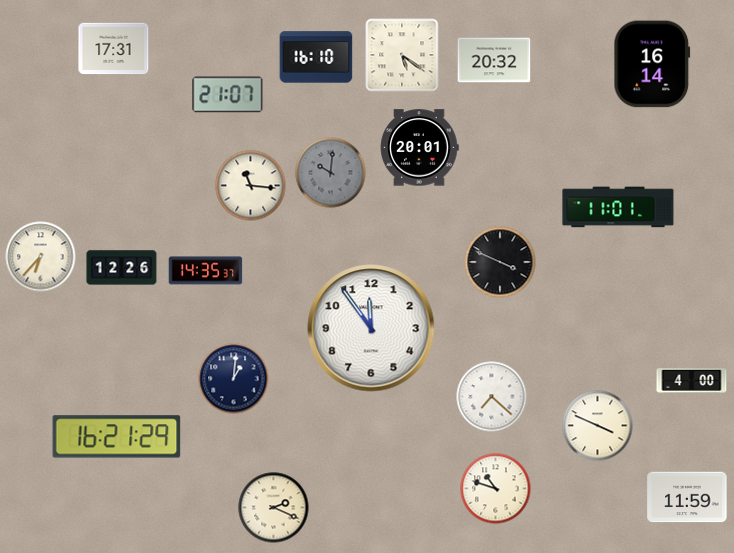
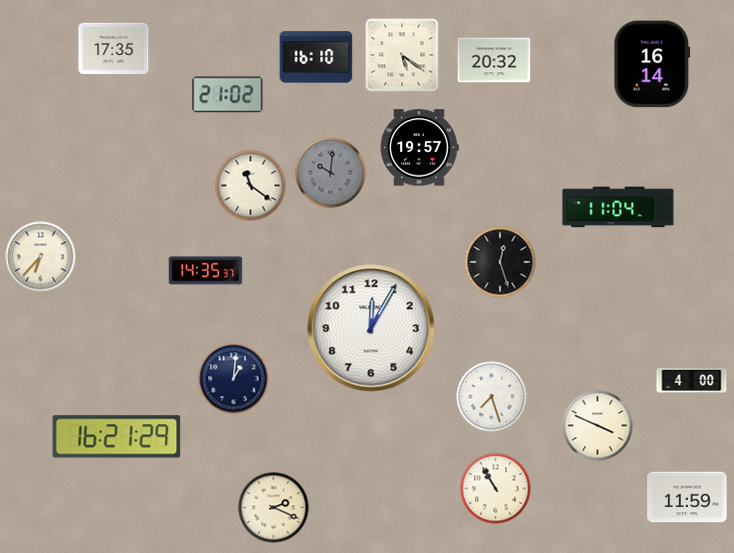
clock at (114, 49): 17:31 -> 17:35
clock at (228, 95): 21:07 -> 21:02
clock at (419, 148): 20:01 -> 19:57
clock at (251, 186): 11:16 -> 11:21
clock at (618, 207): 11:01 -> 11:04
clock at (500, 262): 3:49 -> 12:27
clock at (122, 268): 12:26 -> none
clock at (371, 328): 11:54 -> 12:05
clock at (492, 397): 7:22 -> 7:27
clock at (496, 489): 10:48 -> 10:55
